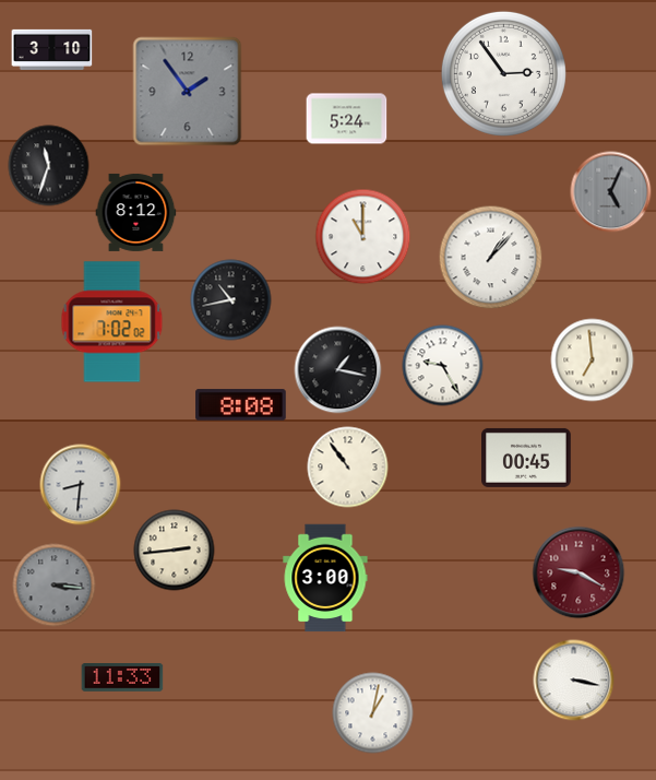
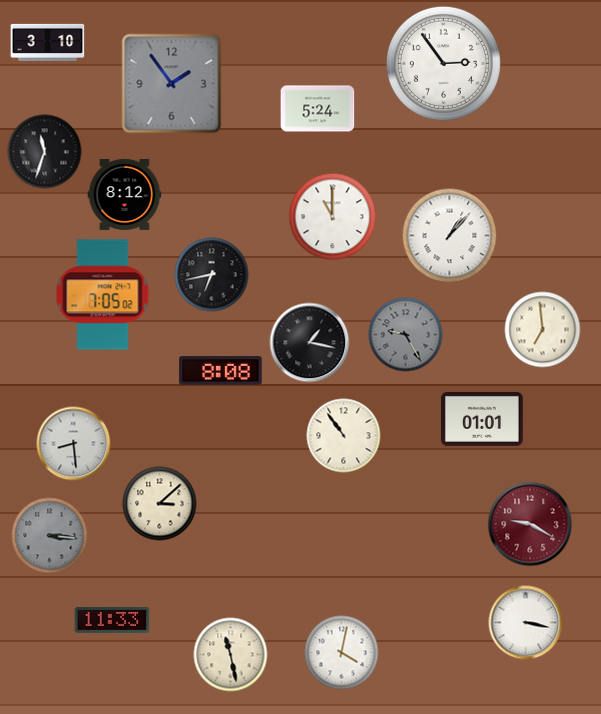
clock at (52, 49) position: (52, 49) -> (48, 42)
clock at (503, 73) position: (503, 73) -> (443, 63)
clock at (611, 192): 5:04 -> none
clock at (231, 300): 10:43 -> 6:43
clock at (112, 322): 7:02 -> 7:05
clock at (443, 366) dial: white -> grey
clock at (338, 370) position: (338, 370) -> (310, 343)
clock at (526, 458): 00:45 -> 01:01
clock at (348, 468) position: (348, 468) -> (344, 436)
clock at (81, 485): 8:31 -> 8:29
clock at (175, 551): 2:44 -> 3:08
clock at (325, 578): 3:00 -> none
clock at (373, 713): 1:02 -> 4:02
clock at (231, 655): none -> 11:28
